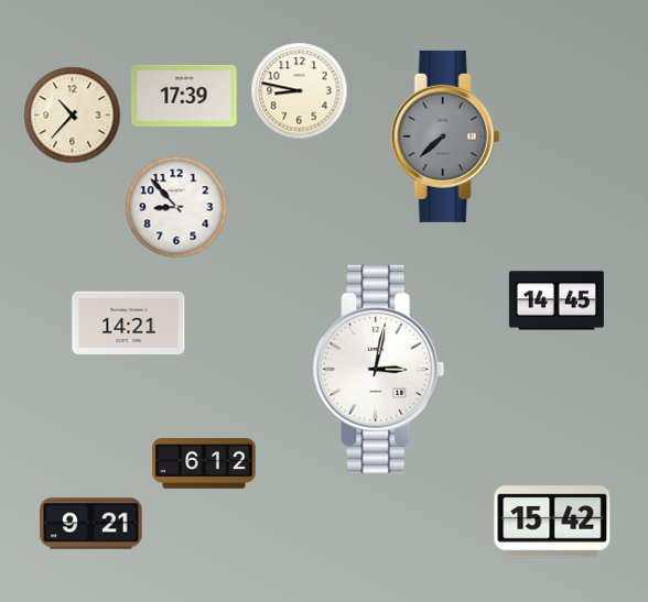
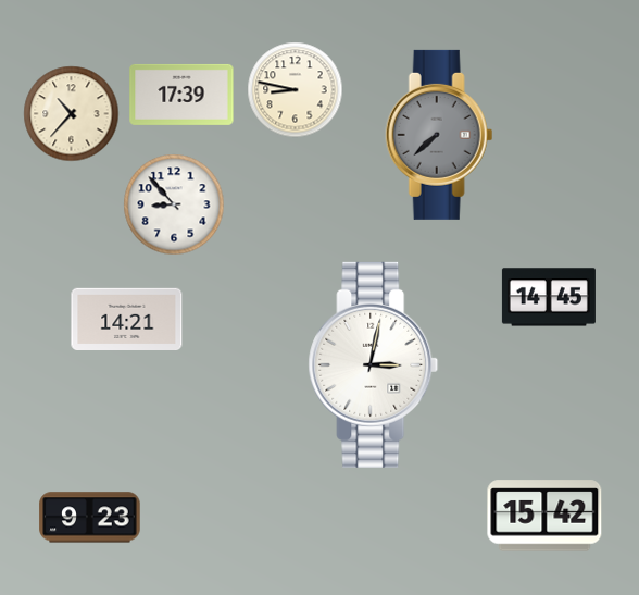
clock at (204, 464): 6:12 -> none
clock at (91, 524): 9:21 -> 9:23
